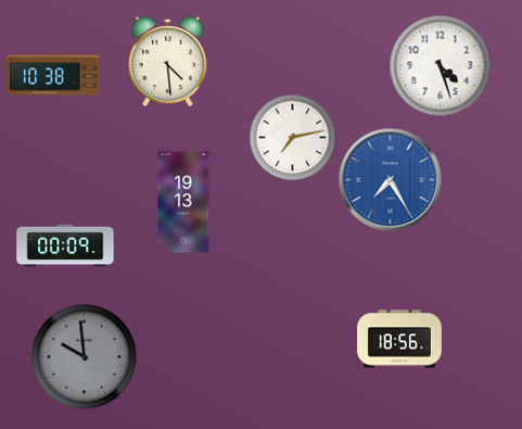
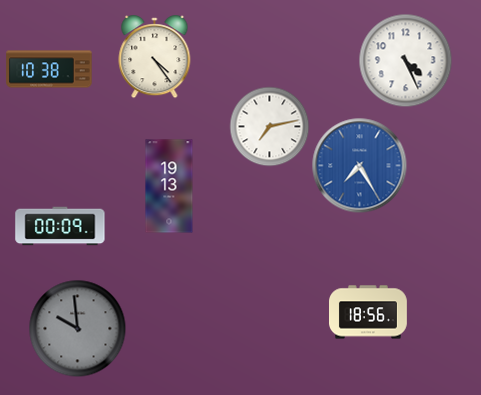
clock at (168, 62): 4:29 -> 4:24
clock at (440, 65): 4:27 -> 4:26
